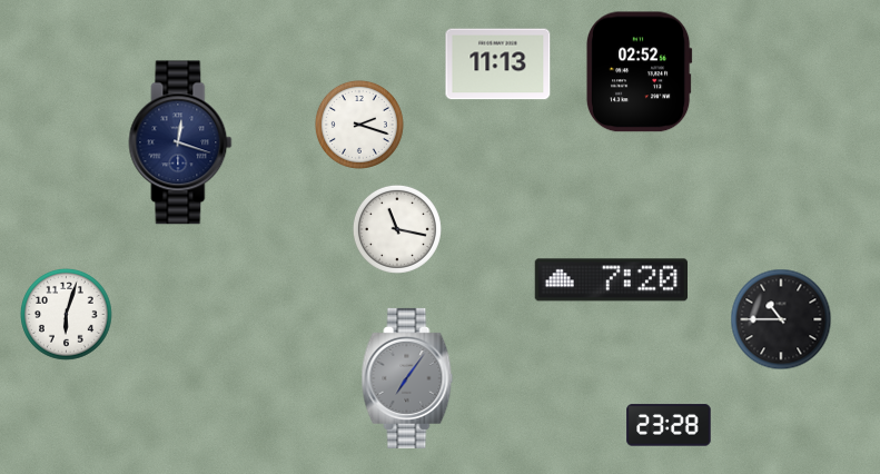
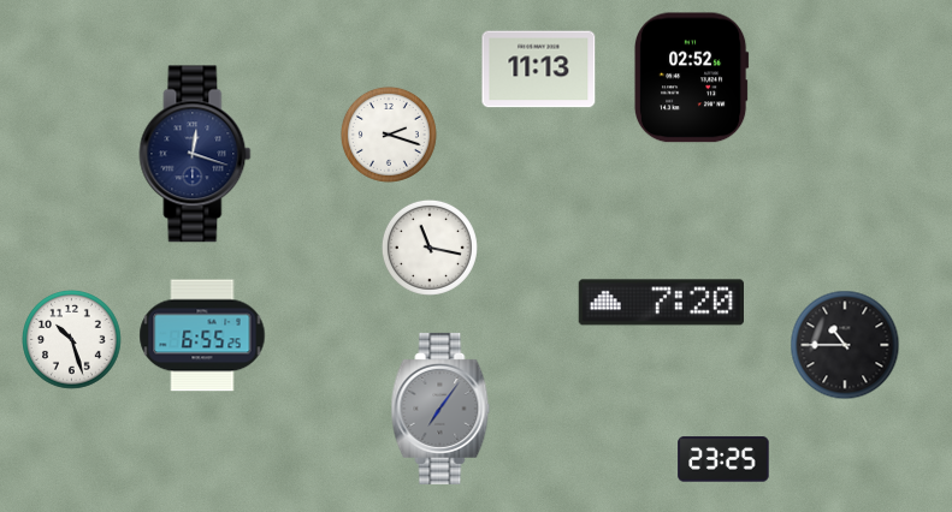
clock at (202, 335): none -> 6:55
clock at (67, 315): 6:03 -> 10:27
clock at (669, 425): 23:28 -> 23:25
